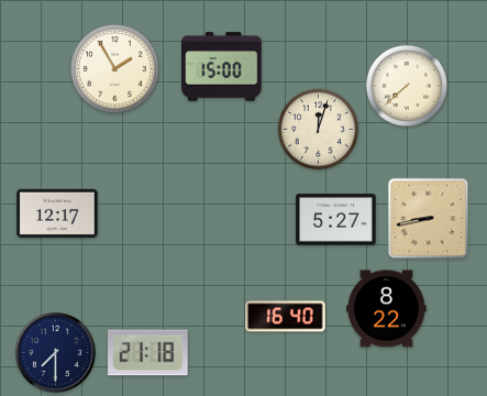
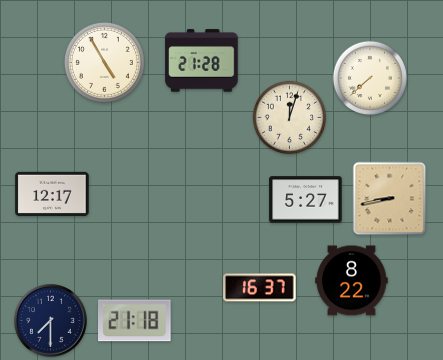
clock at (222, 67): 15:00 -> 21:28
clock at (114, 68): 1:55 -> 4:55
clock at (286, 317): 16:40 -> 16:37
